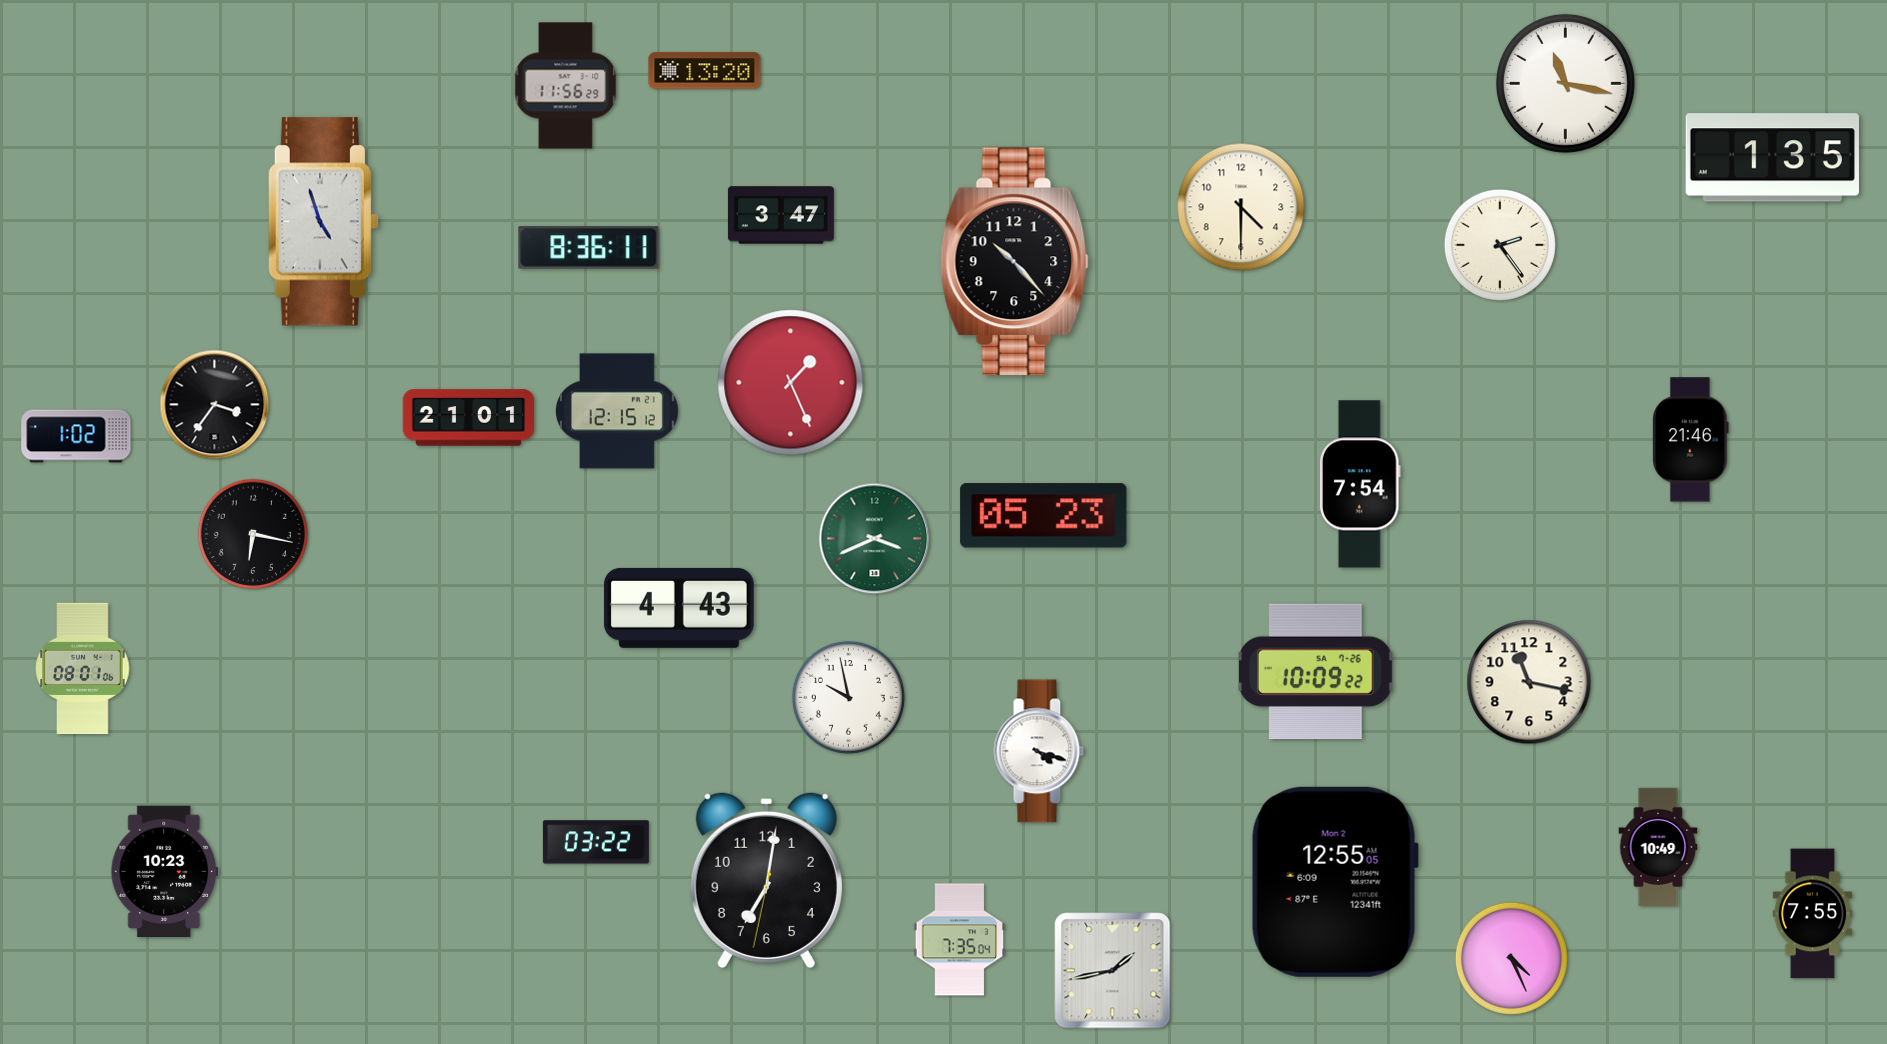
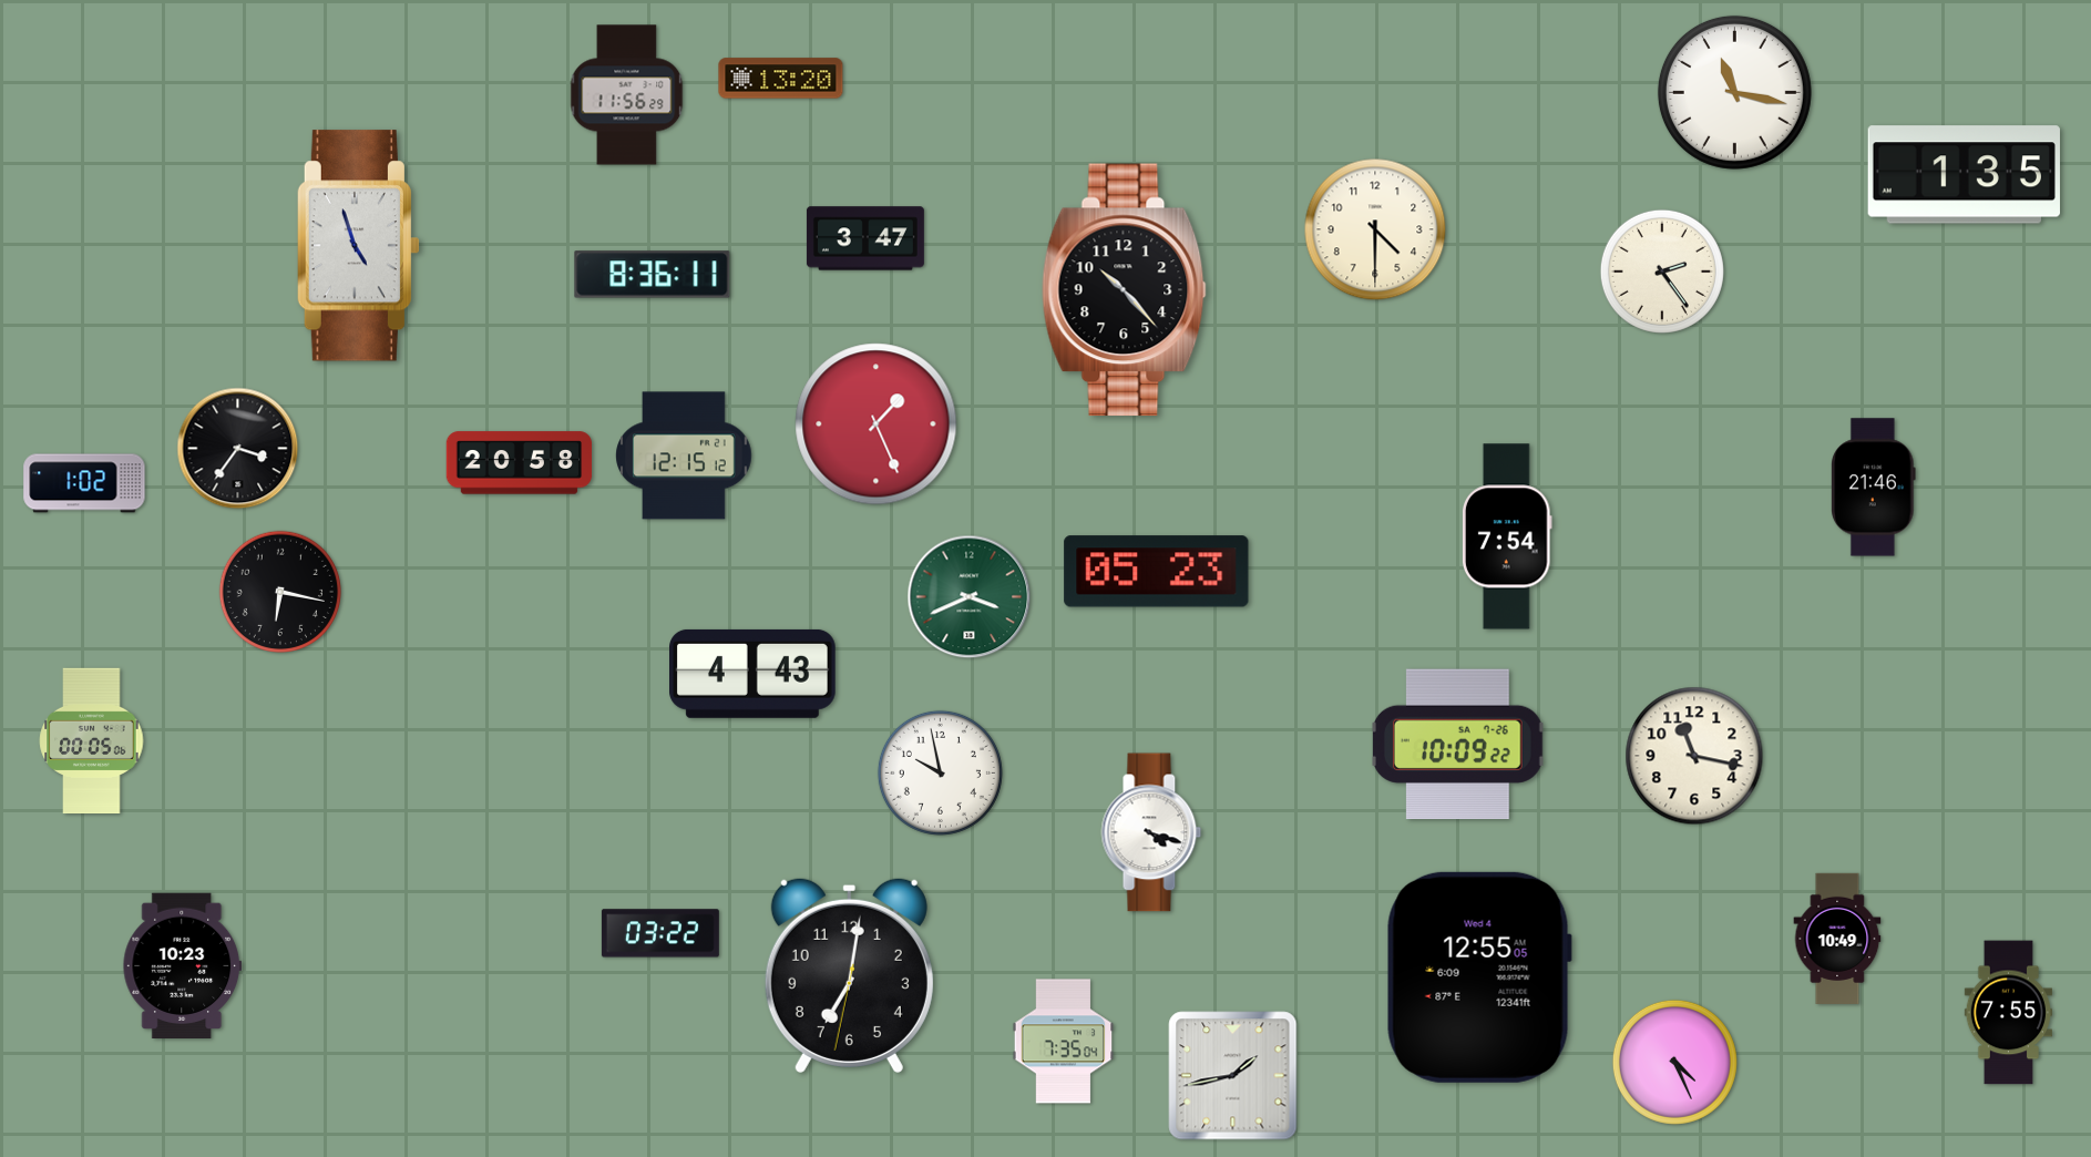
clock at (469, 418): 21:01 -> 20:58
clock at (83, 669): 08:01 -> 00:05
clock at (1335, 882) date: Mon 2 -> Wed 4
